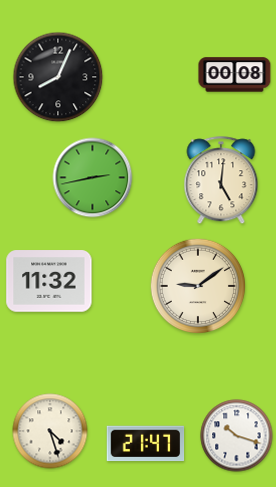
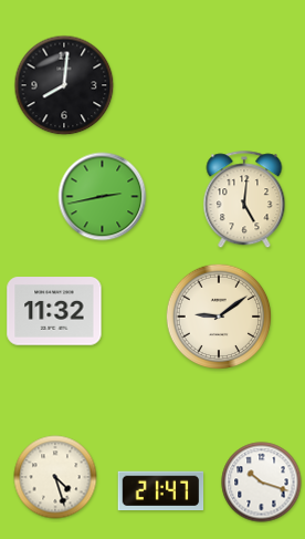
clock at (235, 75): 00:08 -> none
clock at (58, 77): 8:04 -> 8:01
